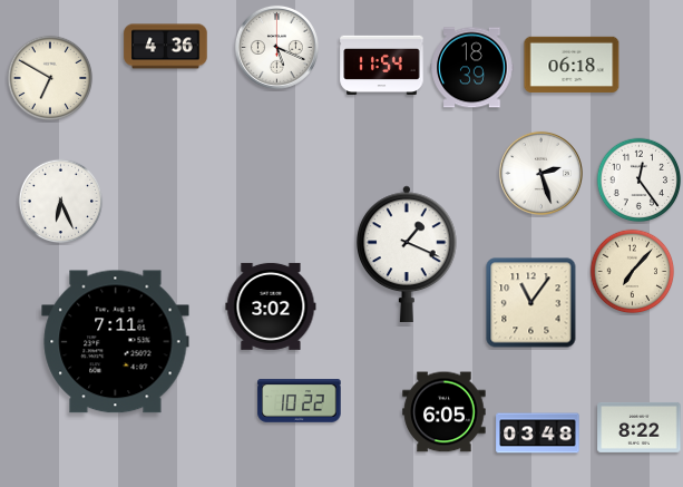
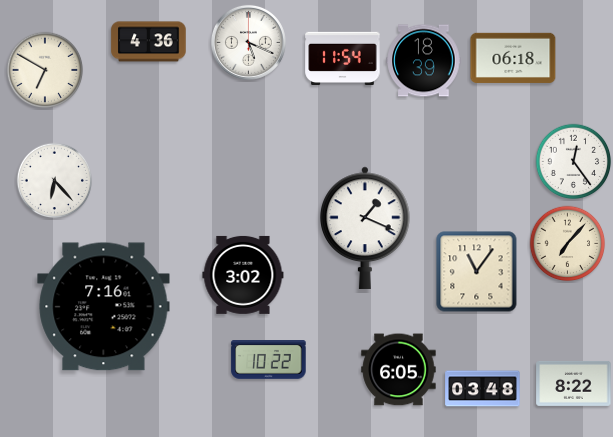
clock at (540, 173): 2:27 -> none
clock at (61, 202): 6:26 -> 6:23
clock at (116, 342): 7:11 -> 7:16
